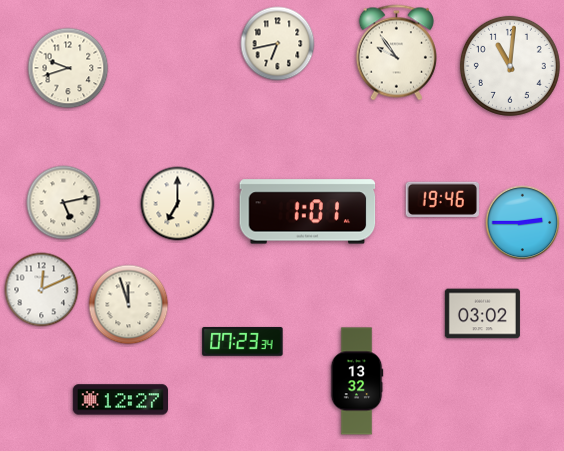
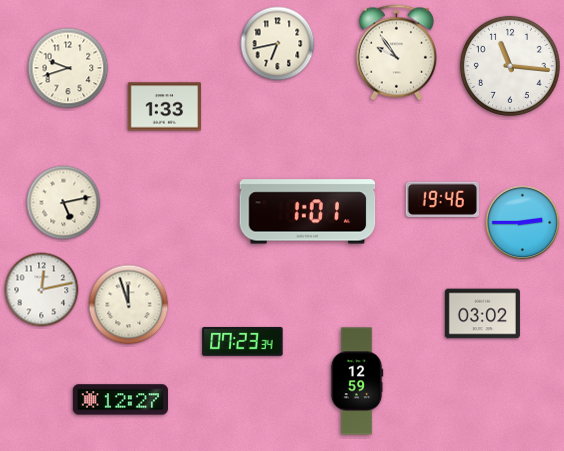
clock at (510, 66): 11:01 -> 11:16
clock at (165, 107): none -> 1:33
clock at (178, 204): 7:00 -> none
clock at (42, 290): 12:11 -> 12:13
clock at (357, 381): 13:32 -> 12:59
